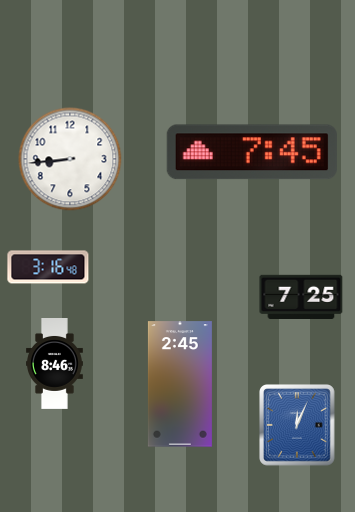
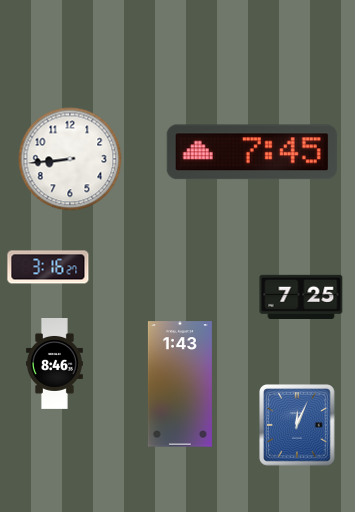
clock at (48, 267): 3:16:48 -> 3:16:27
clock at (180, 384): 2:45 -> 1:43
